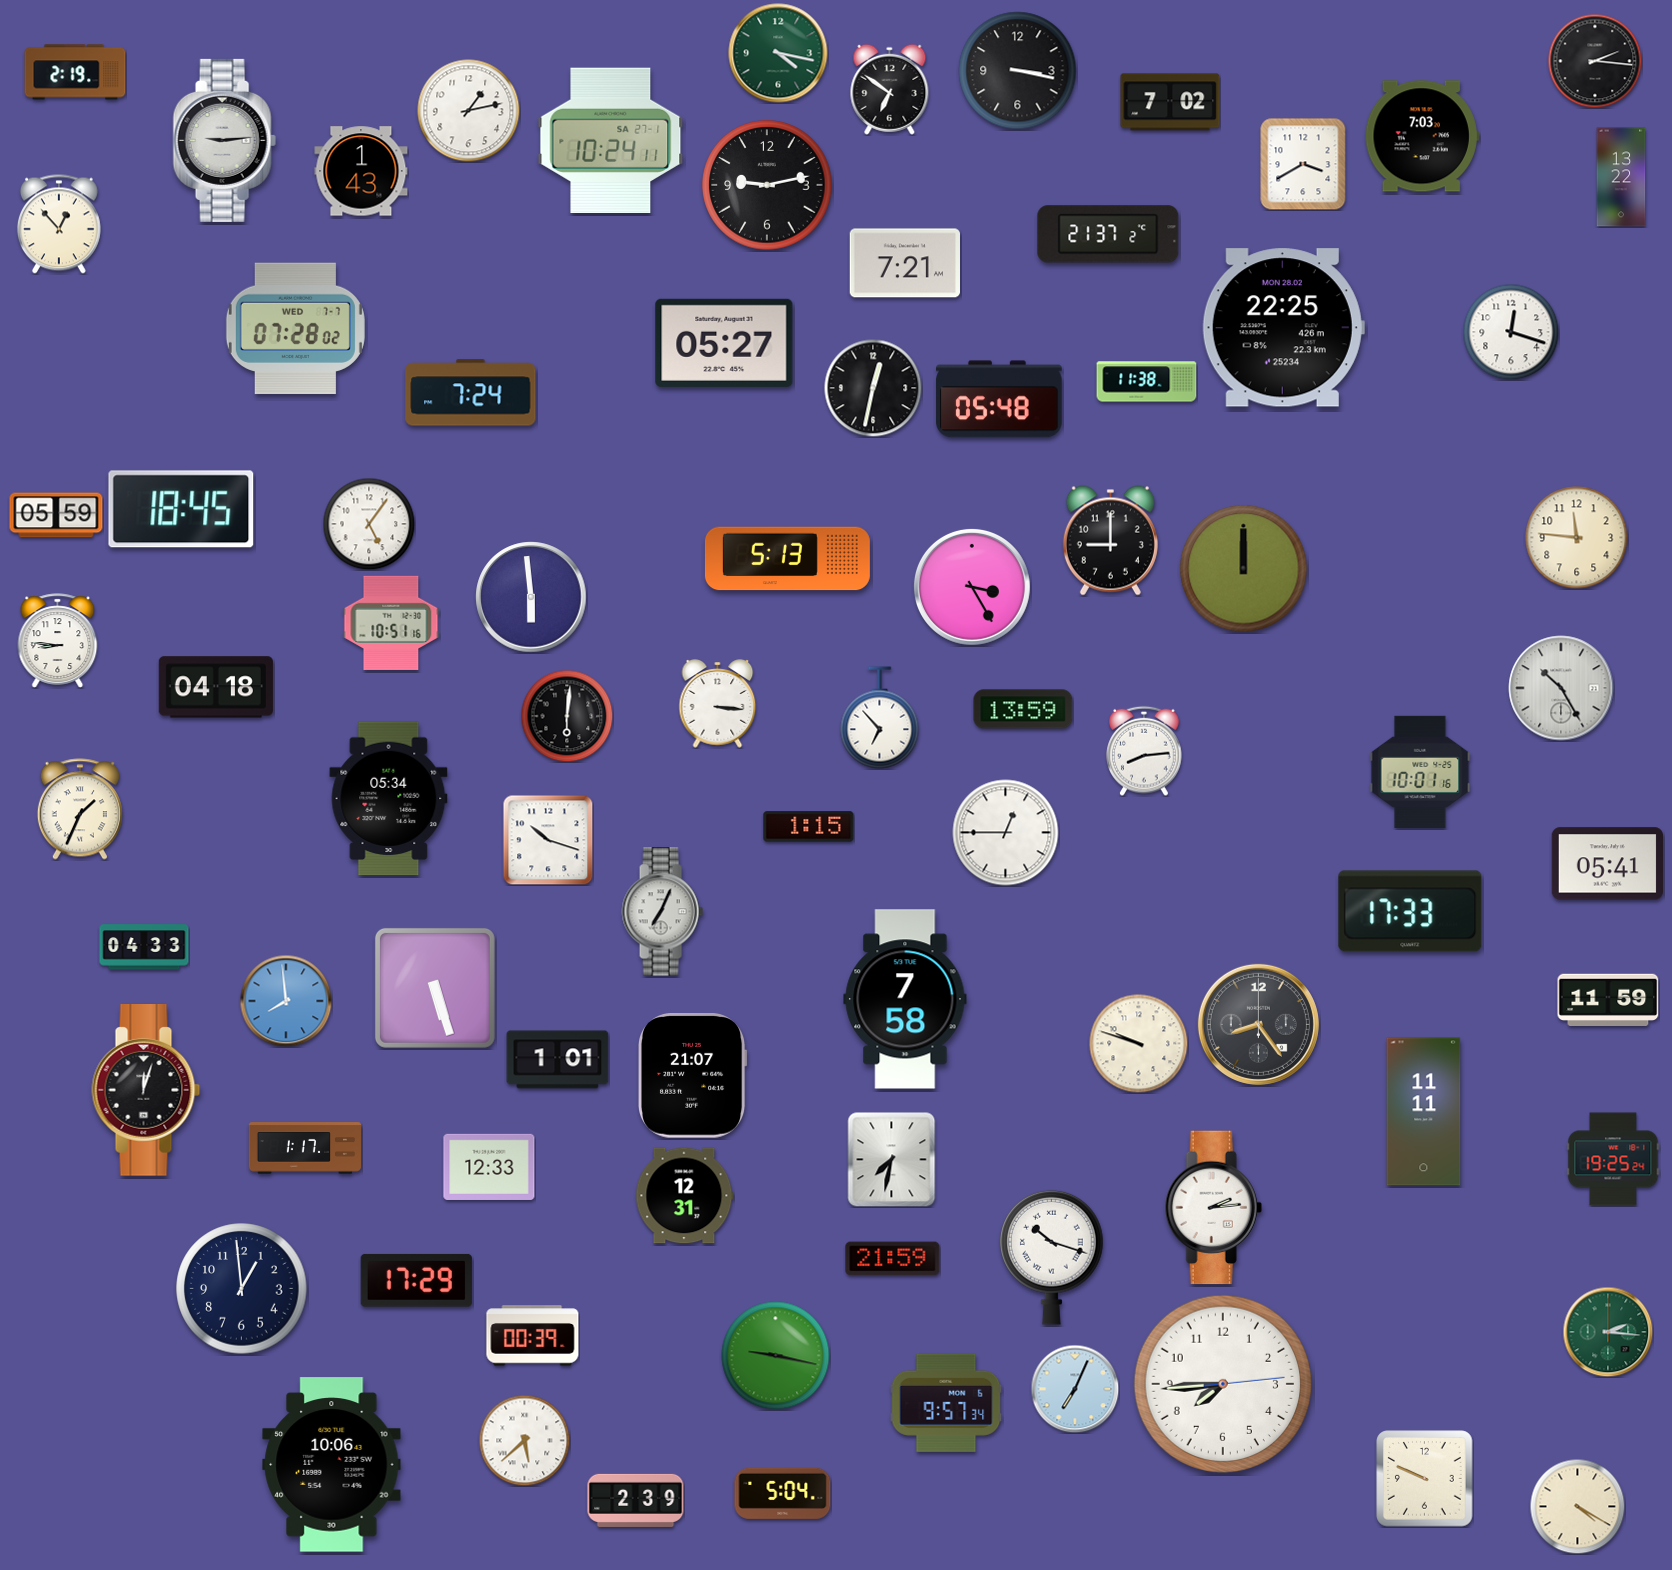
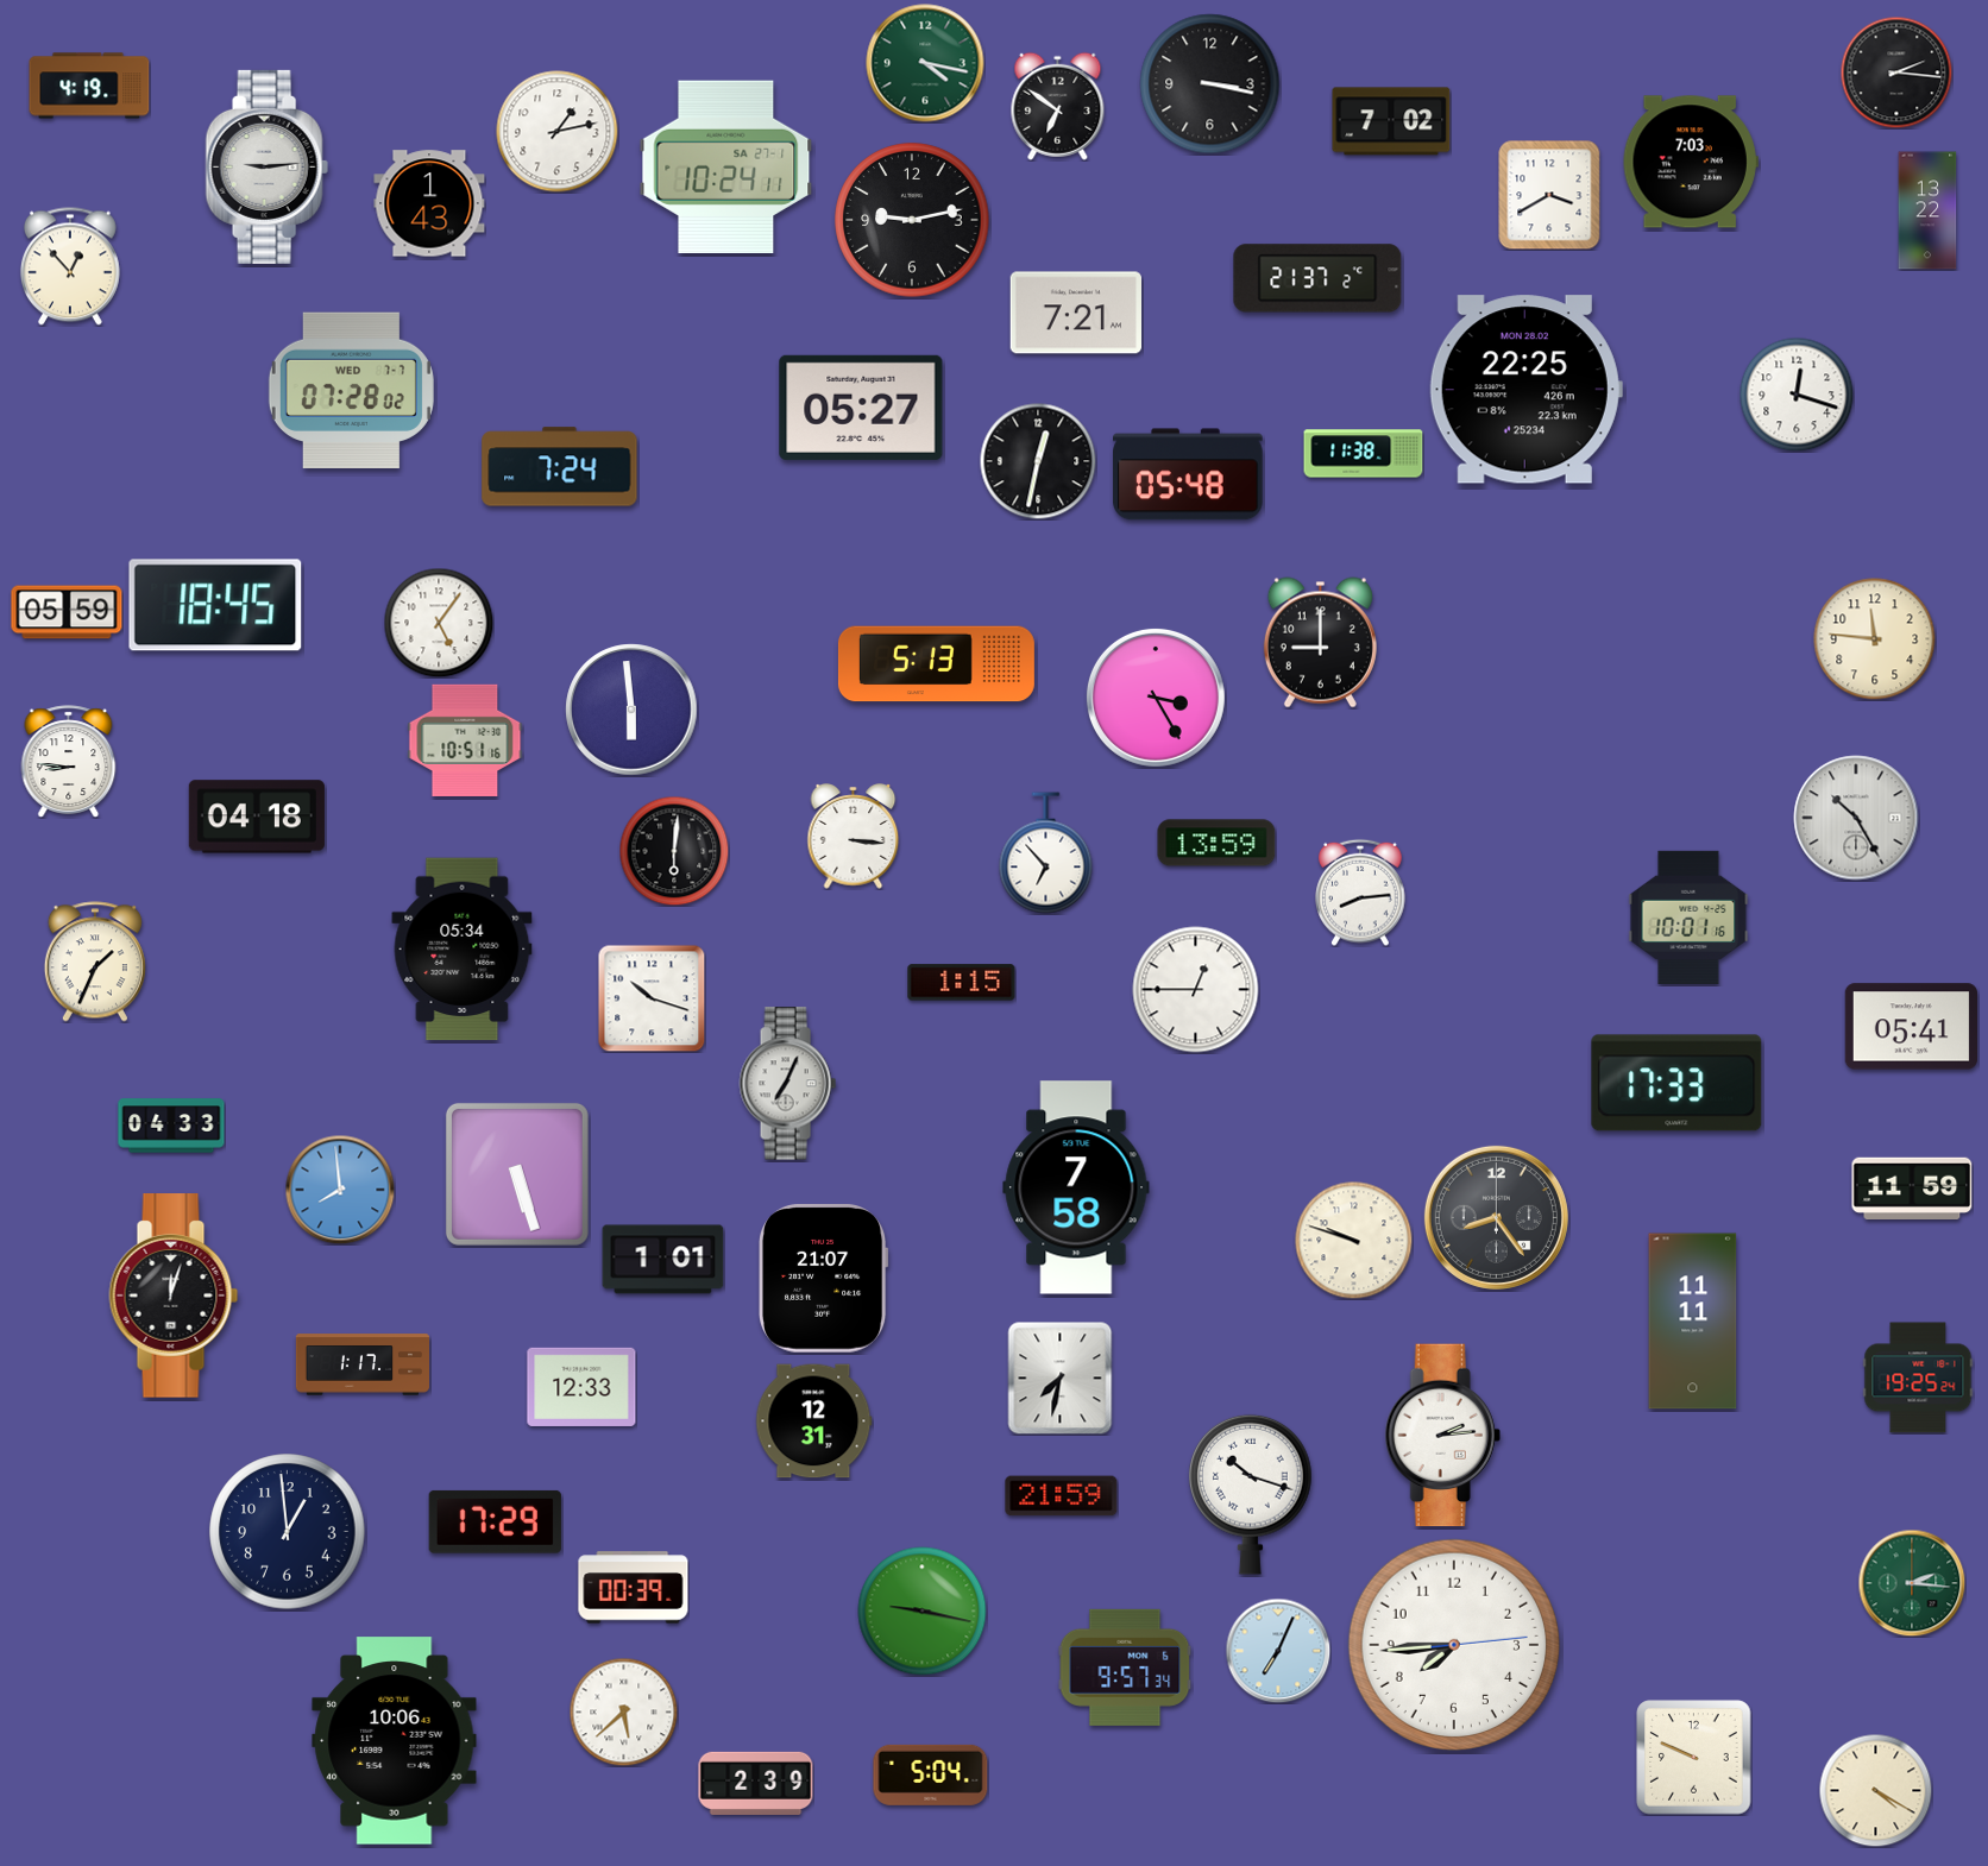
clock at (75, 72): 2:19 -> 4:19
clock at (1244, 569): 12:00 -> none
